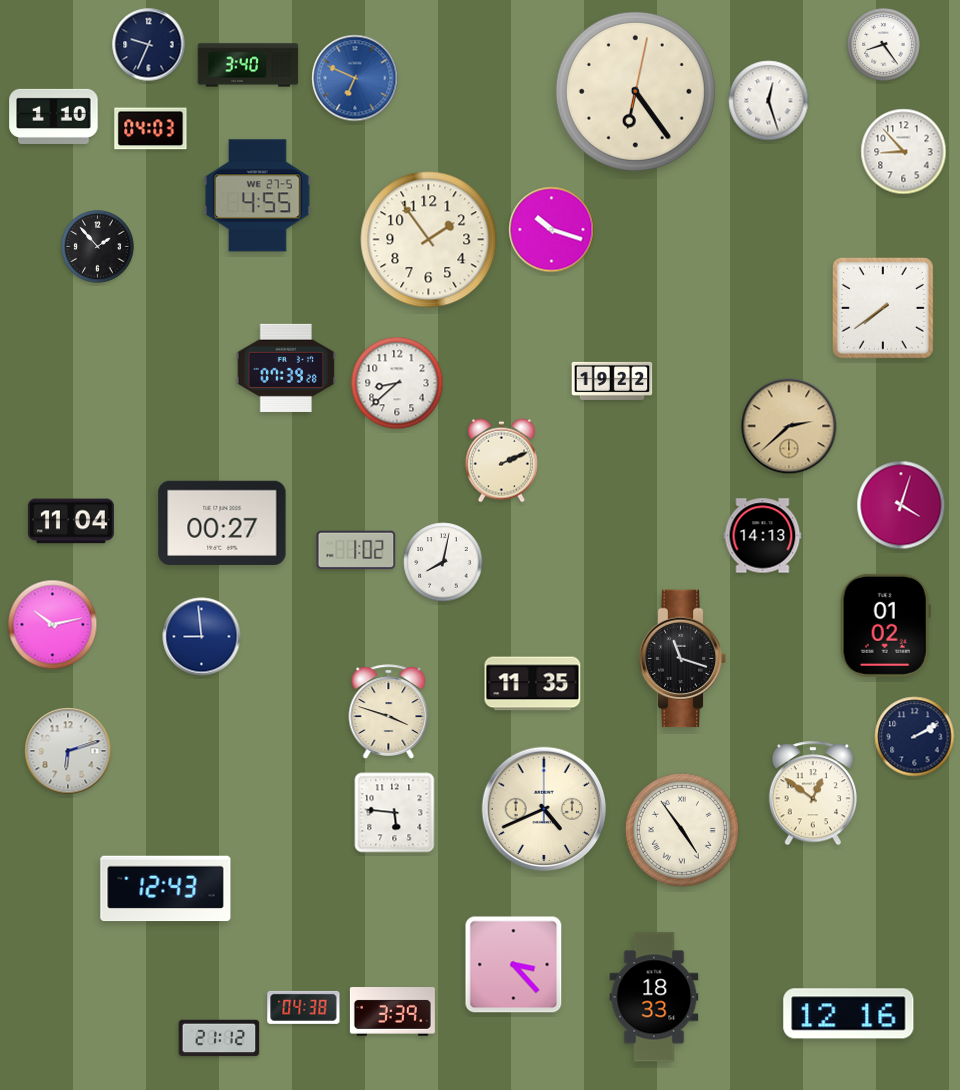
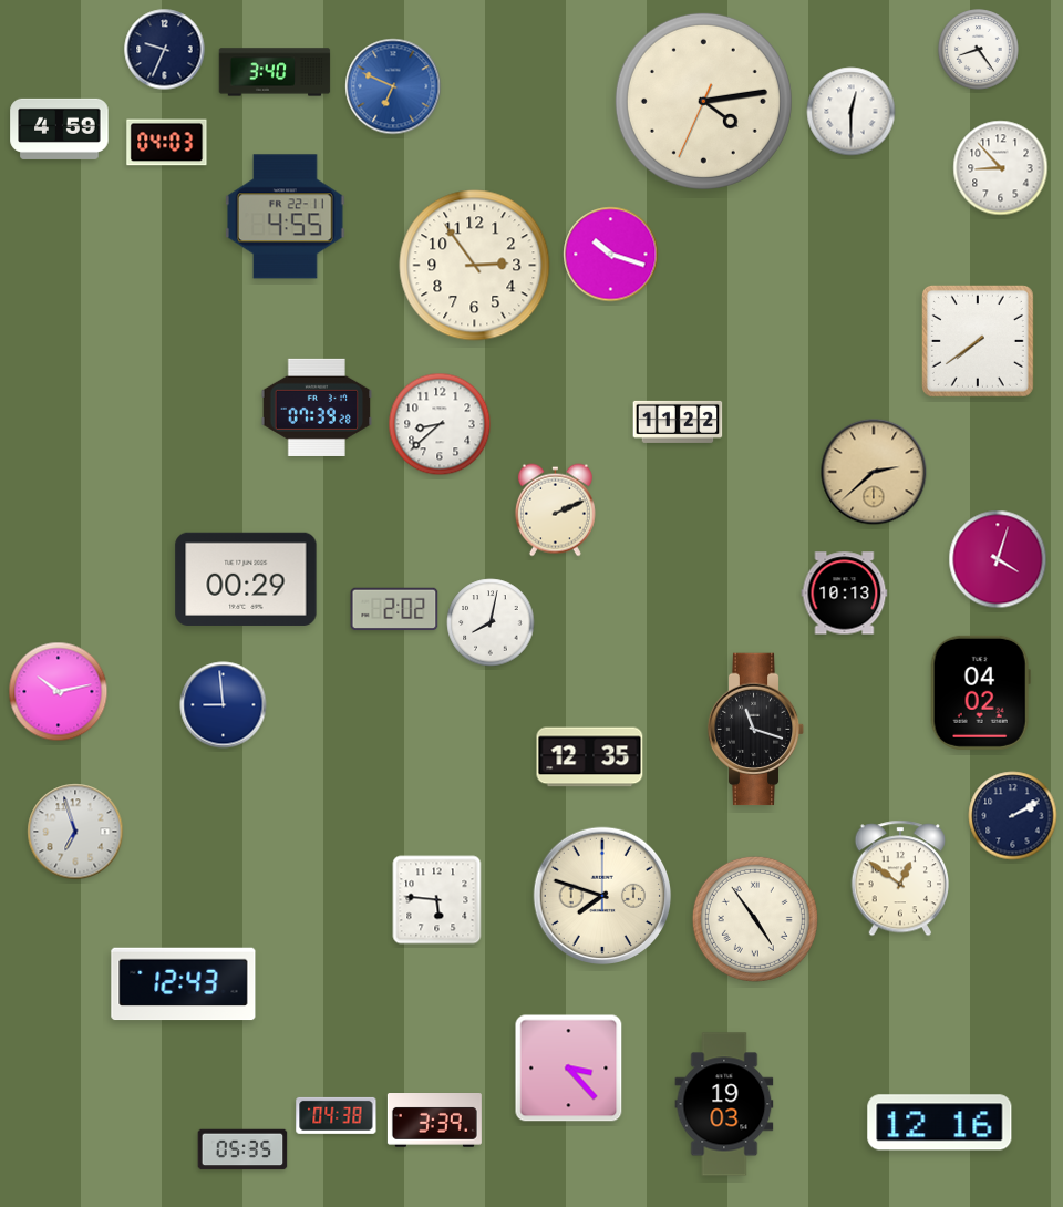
clock at (635, 91): 6:24 -> 4:13
clock at (769, 101): 12:27 -> 12:30
clock at (54, 116): 1:10 -> 4:59
clock at (258, 196) date: WE 27-5 -> FR 22-11
clock at (429, 240): 1:54 -> 2:54
clock at (98, 247): 1:53 -> none
clock at (612, 381): 19:22 -> 11:22
clock at (71, 521): 11:04 -> none
clock at (222, 523): 00:27 -> 00:29
clock at (763, 536): 14:13 -> 10:13
clock at (356, 550): 1:02 -> 2:02
clock at (885, 625): 01:02 -> 04:02
clock at (533, 684): 11:35 -> 12:35
clock at (389, 712): 3:48 -> none
clock at (68, 751): 6:12 -> 6:57
clock at (544, 809): 4:41 -> 7:48
clock at (654, 997): 18:33 -> 19:03
clock at (219, 1038): 21:12 -> 05:35
